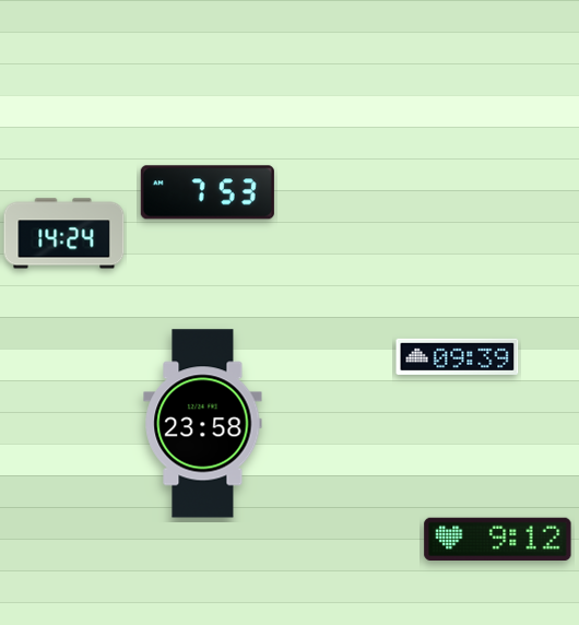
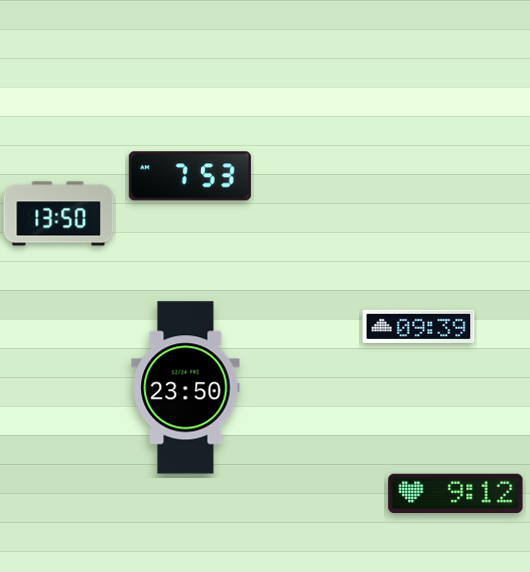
clock at (64, 234): 14:24 -> 13:50
clock at (203, 424): 23:58 -> 23:50
